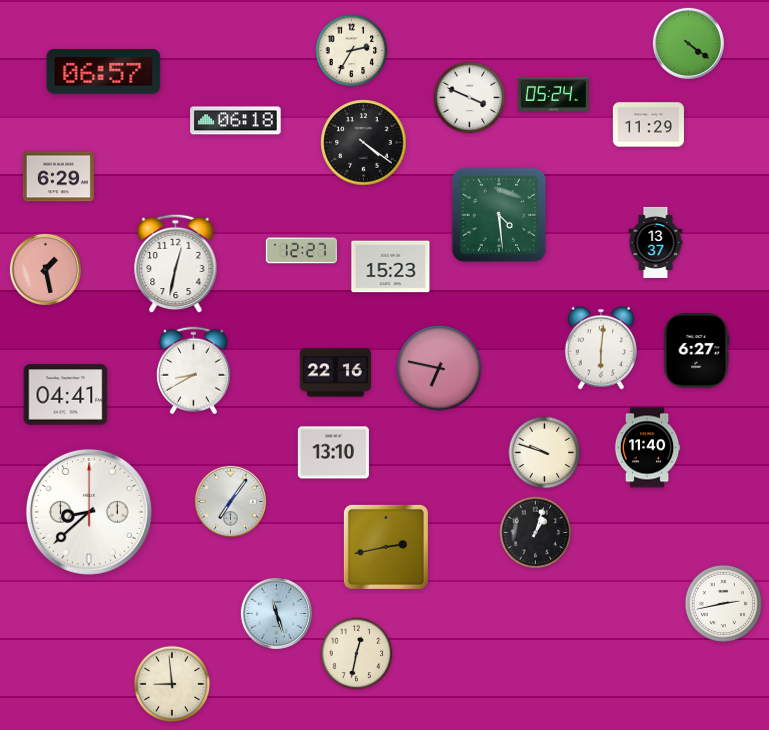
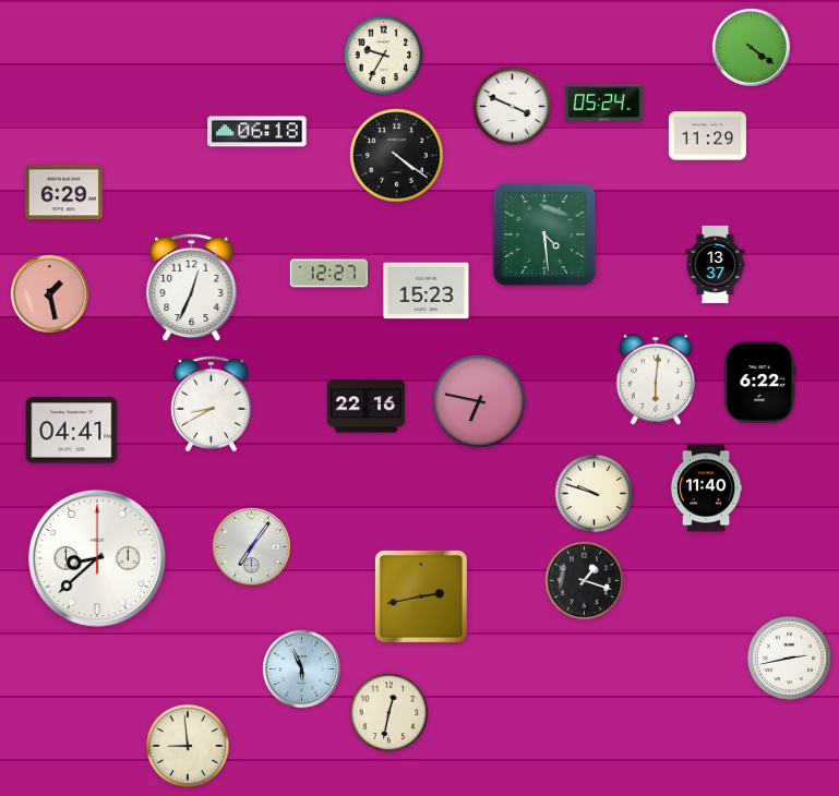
clock at (352, 51): 2:35 -> 9:35
clock at (104, 72): 06:57 -> none
clock at (176, 264): 12:32 -> 12:34
clock at (697, 351): 6:27 -> 6:22
clock at (333, 453): 13:10 -> none
clock at (536, 533): 1:03 -> 1:18
clock at (276, 613): 11:27 -> 5:56
